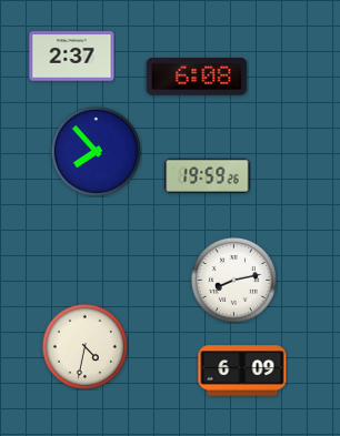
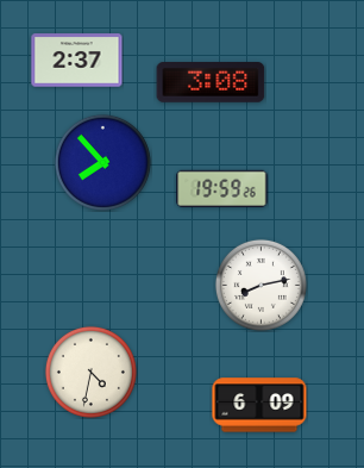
clock at (197, 78): 6:08 -> 3:08
clock at (233, 280) position: (233, 280) -> (261, 285)
clock at (242, 371) position: (242, 371) -> (259, 405)
